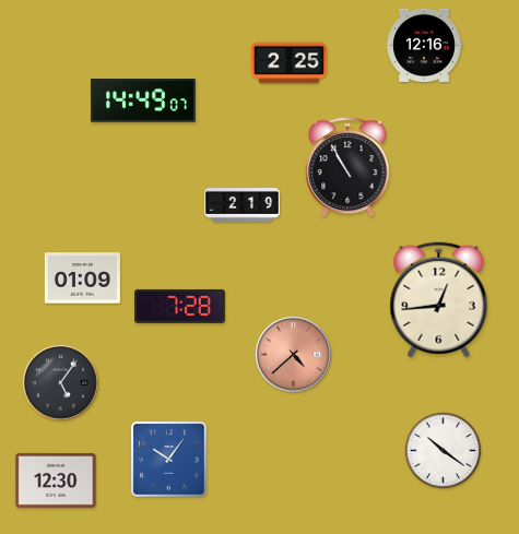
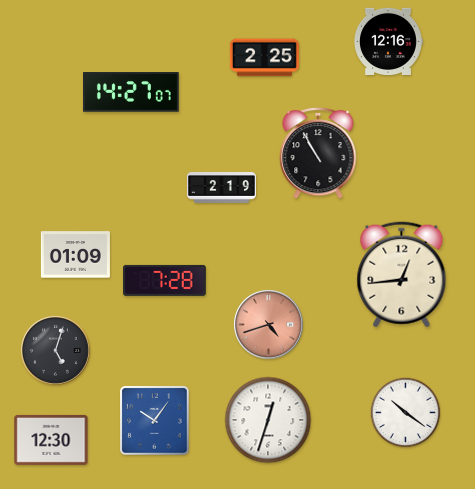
clock at (144, 100): 14:49 -> 14:27
clock at (293, 354): 4:38 -> 4:42
clock at (60, 382): 5:06 -> 5:03
clock at (268, 420): none -> 12:33
